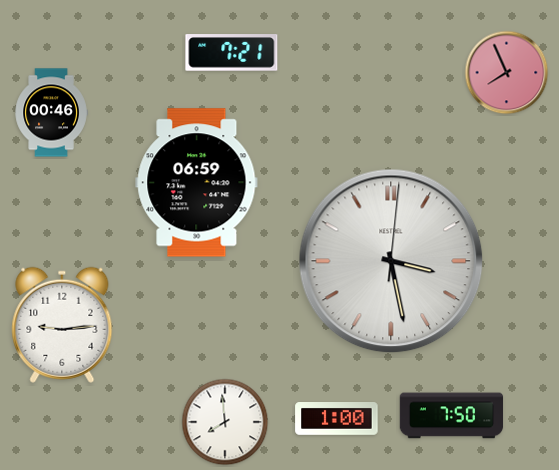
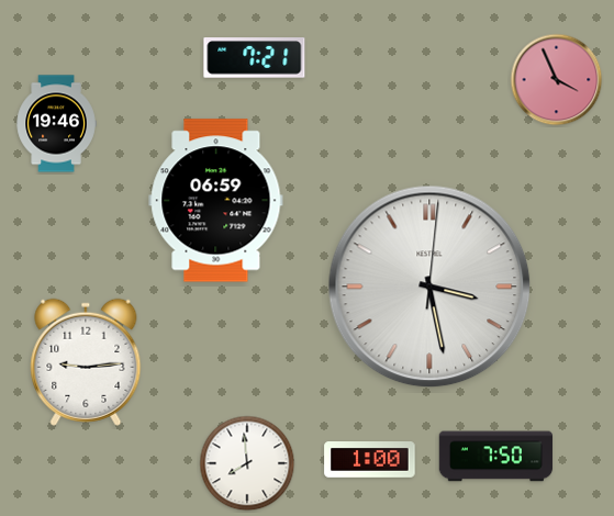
clock at (507, 73): 7:56 -> 3:56
clock at (51, 113): 00:46 -> 19:46
clock at (62, 325) position: (62, 325) -> (86, 362)
